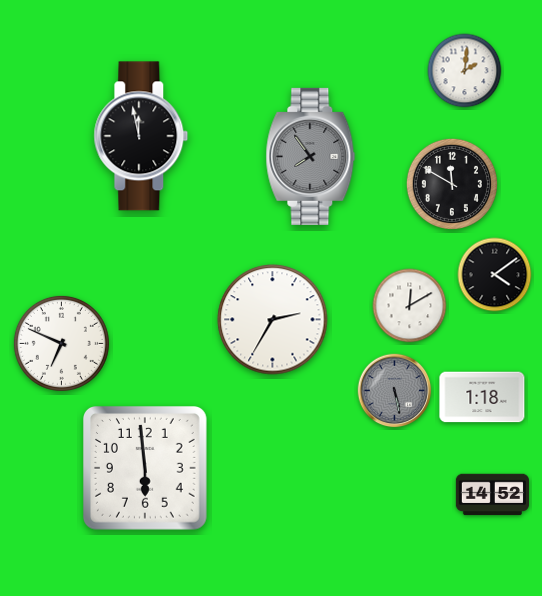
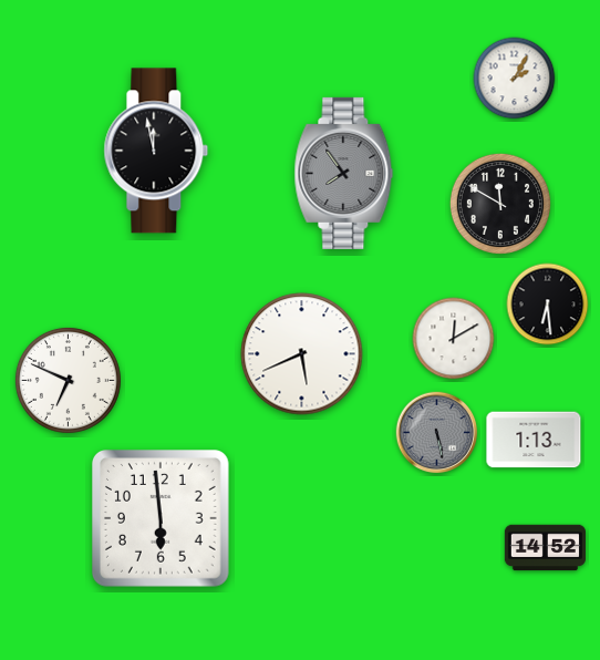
clock at (465, 71): 2:01 -> 2:05
clock at (495, 275): 4:09 -> 6:29
clock at (273, 320): 2:35 -> 5:41
clock at (482, 397): 1:18 -> 1:13
